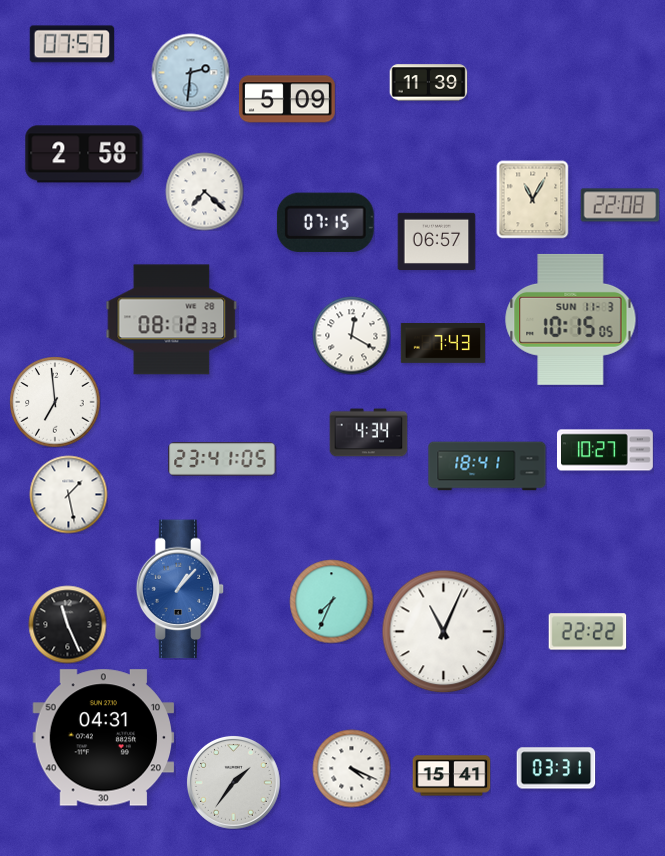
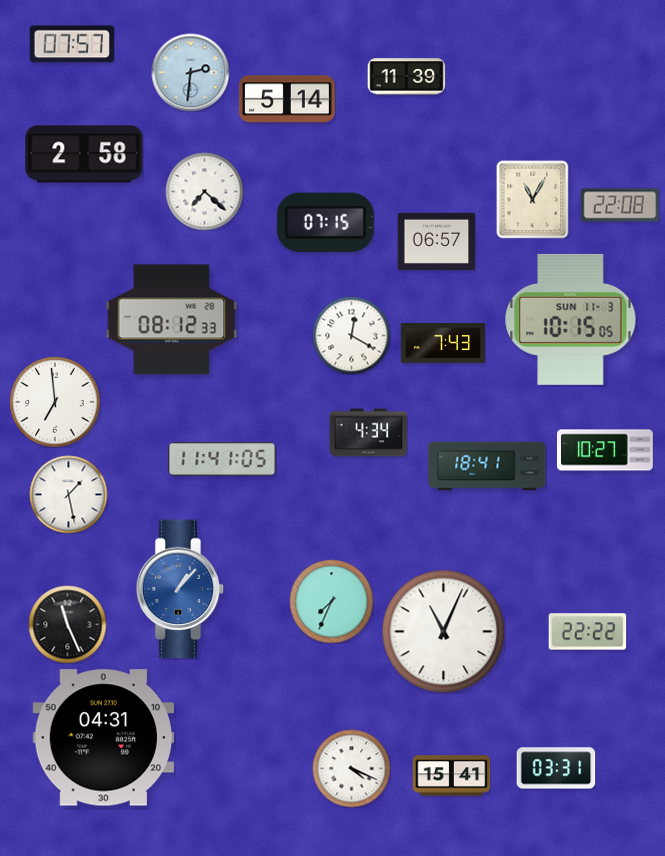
clock at (428, 83) position: (428, 83) -> (406, 77)
clock at (287, 99): 5:09 -> 5:14
clock at (222, 459): 23:41 -> 11:41
clock at (234, 783): 1:36 -> none
